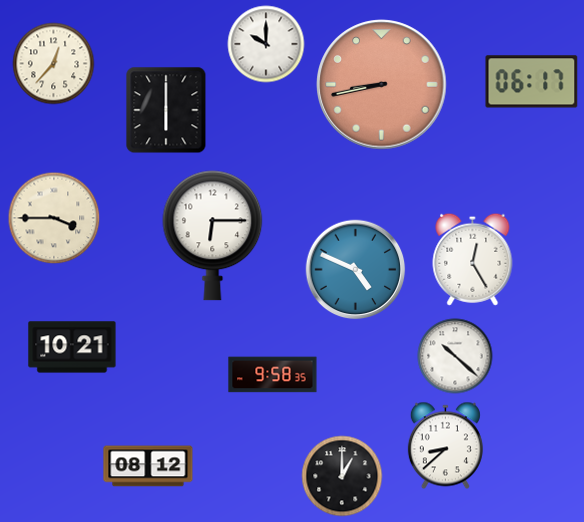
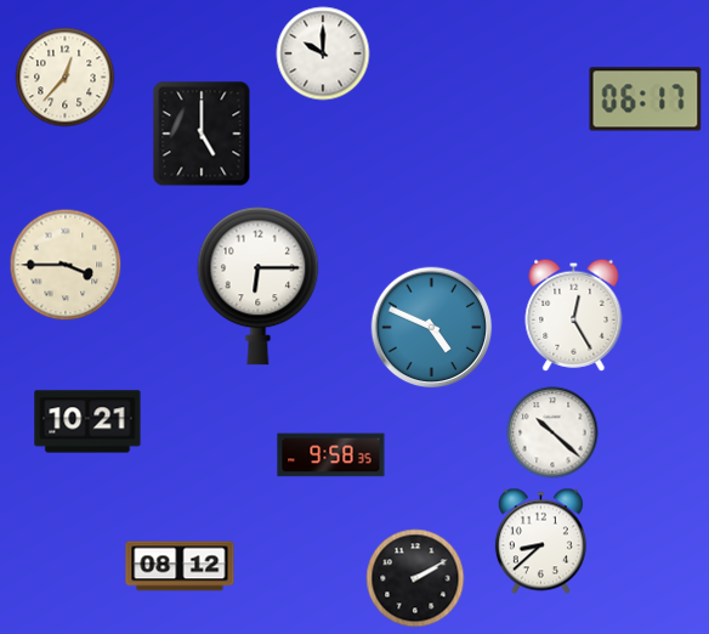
clock at (382, 85): 8:43 -> none
clock at (166, 110): 6:00 -> 5:00
clock at (342, 476): 1:00 -> 2:10
